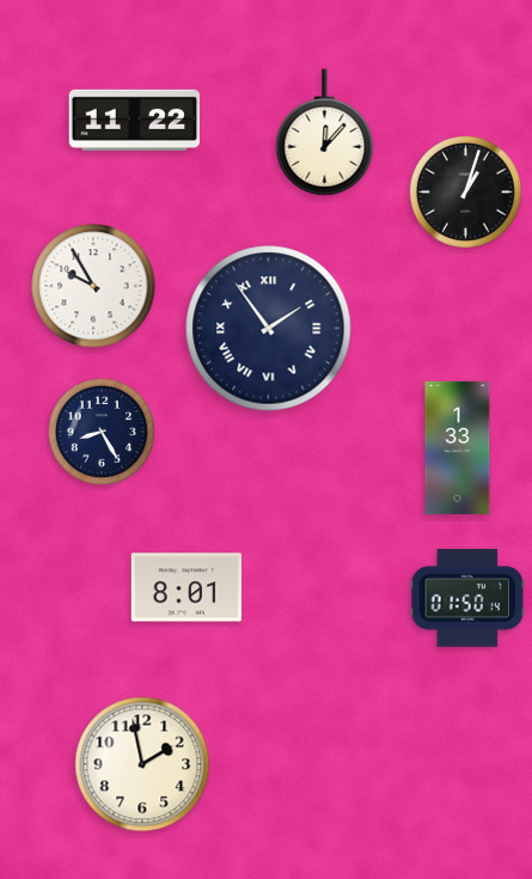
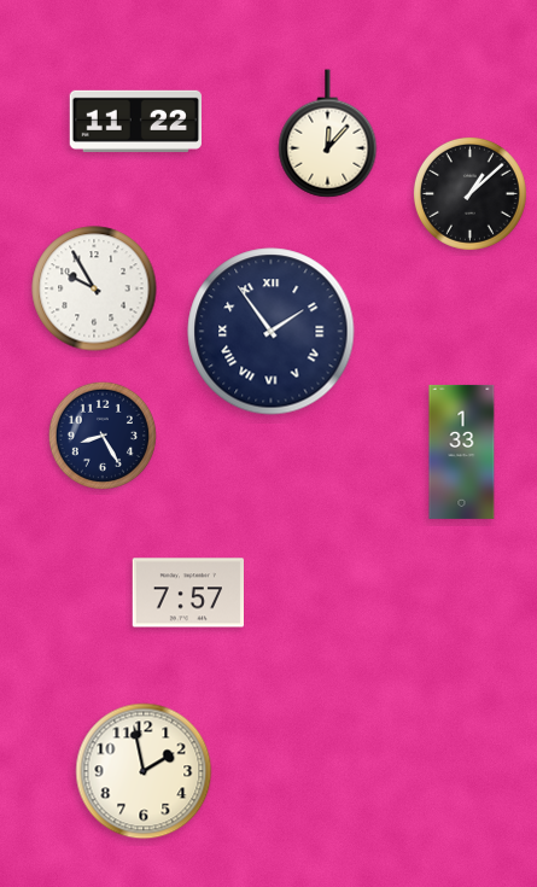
clock at (465, 191): 1:03 -> 1:08
clock at (185, 587): 8:01 -> 7:57
clock at (466, 598): 01:50 -> none
